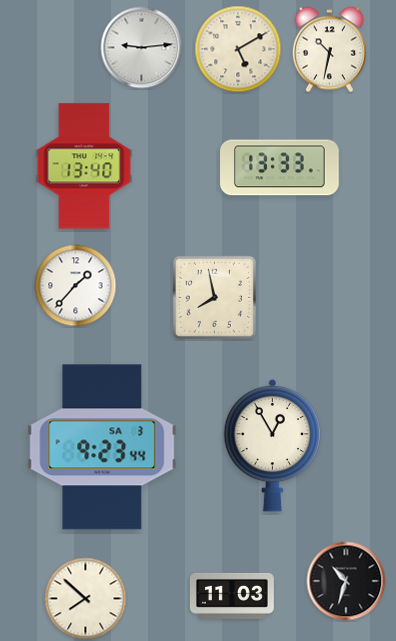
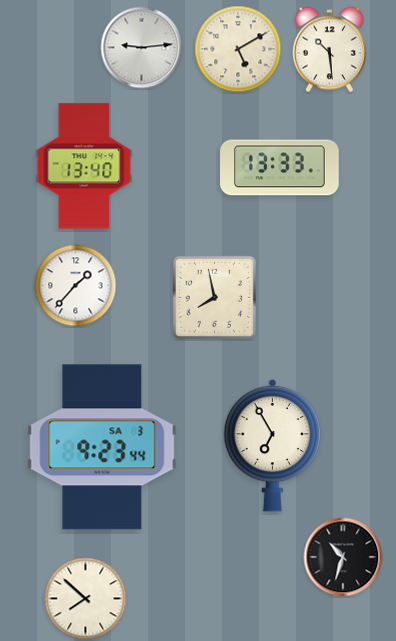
clock at (329, 50): 10:32 -> 10:29
clock at (273, 445): 12:55 -> 6:55
clock at (346, 581) position: (346, 581) -> (343, 557)
clock at (232, 596): 11:03 -> none
